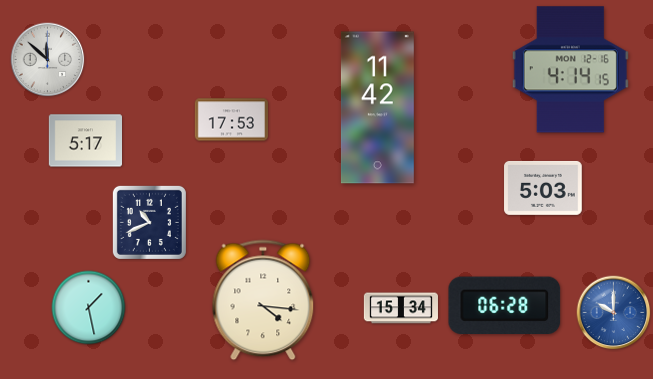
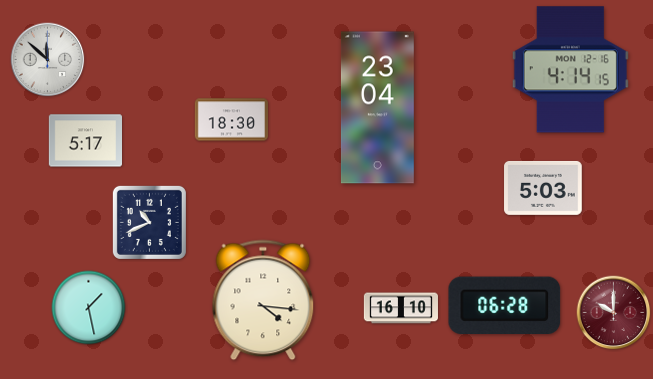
clock at (377, 108): 11:42 -> 23:04
clock at (231, 120): 17:53 -> 18:30
clock at (401, 308): 15:34 -> 16:10
clock at (614, 313) dial: blue -> burgundy
